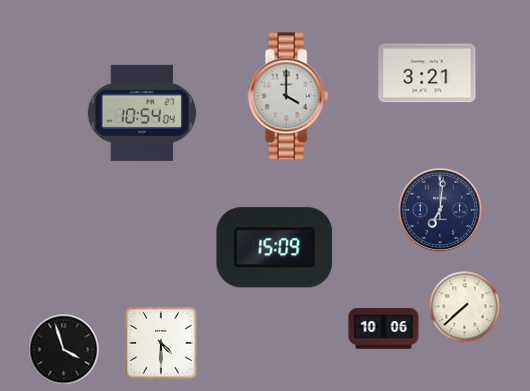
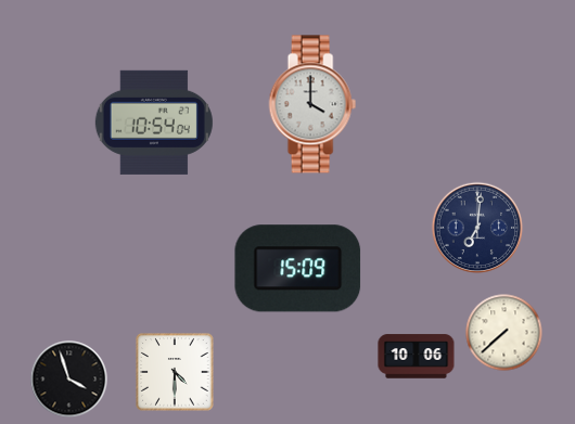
clock at (427, 73): 3:21 -> none
